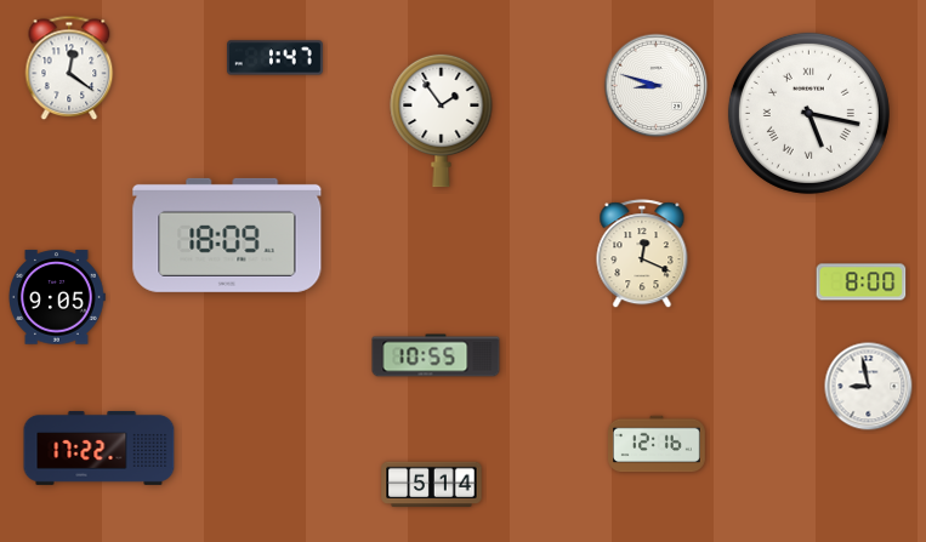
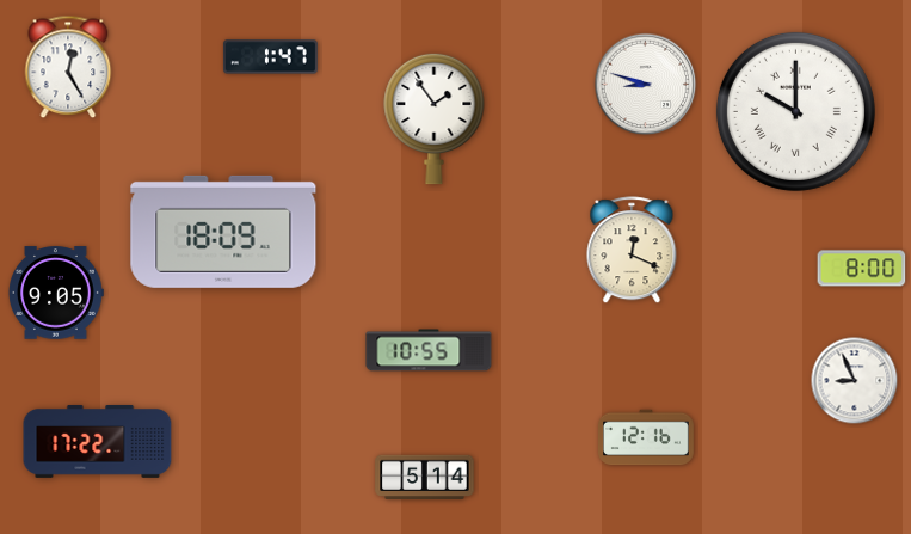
clock at (69, 68): 12:21 -> 12:25
clock at (808, 113): 5:17 -> 10:00
clock at (862, 283) position: (862, 283) -> (862, 269)
clock at (869, 387): 8:58 -> 8:56
